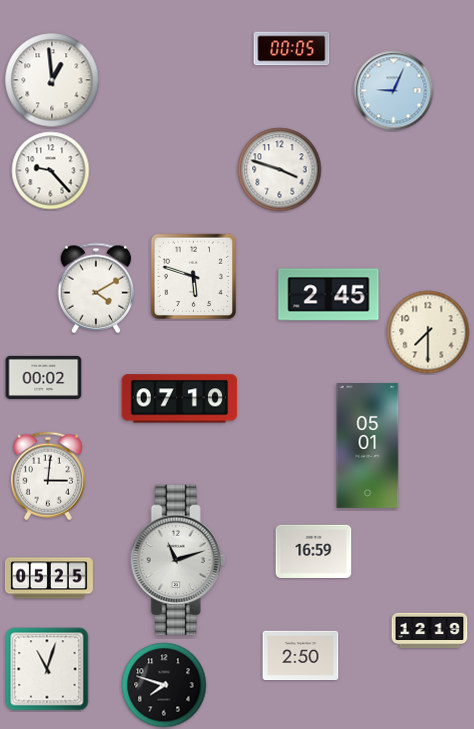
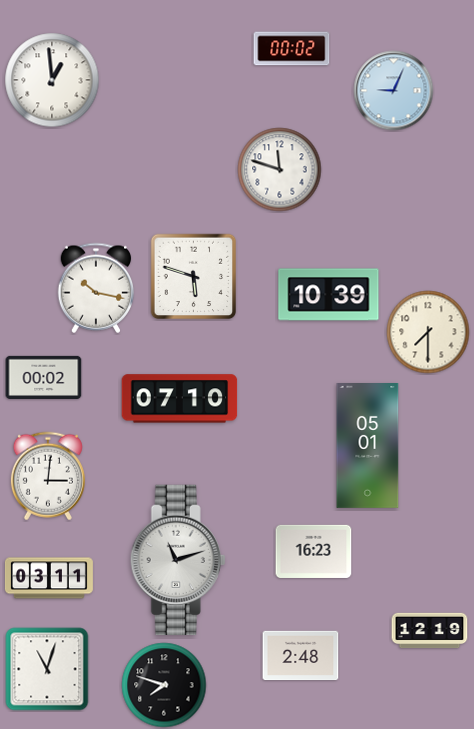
clock at (292, 49): 00:05 -> 00:02
clock at (280, 170): 3:48 -> 11:48
clock at (51, 171): 9:23 -> none
clock at (96, 288): 4:10 -> 10:17
clock at (329, 295): 2:45 -> 10:39
clock at (314, 551): 16:59 -> 16:23
clock at (49, 578): 05:25 -> 03:11
clock at (301, 656): 2:50 -> 2:48
